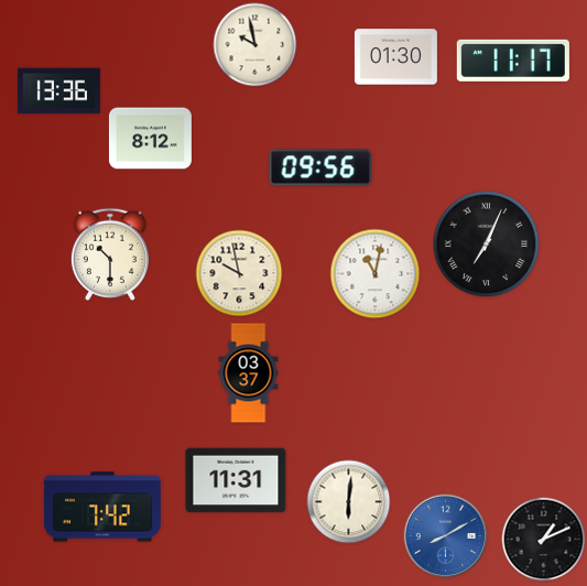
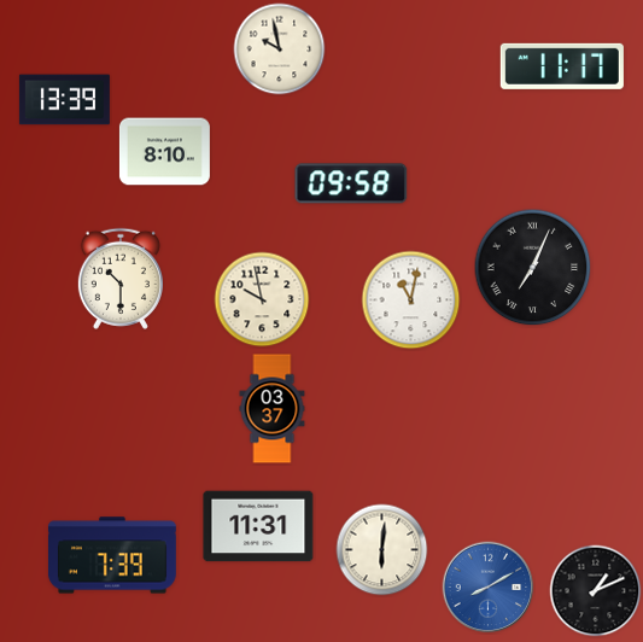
clock at (395, 57): 01:30 -> none
clock at (58, 91): 13:36 -> 13:39
clock at (150, 139): 8:12 -> 8:10
clock at (320, 167): 09:56 -> 09:58
clock at (102, 507): 7:42 -> 7:39
